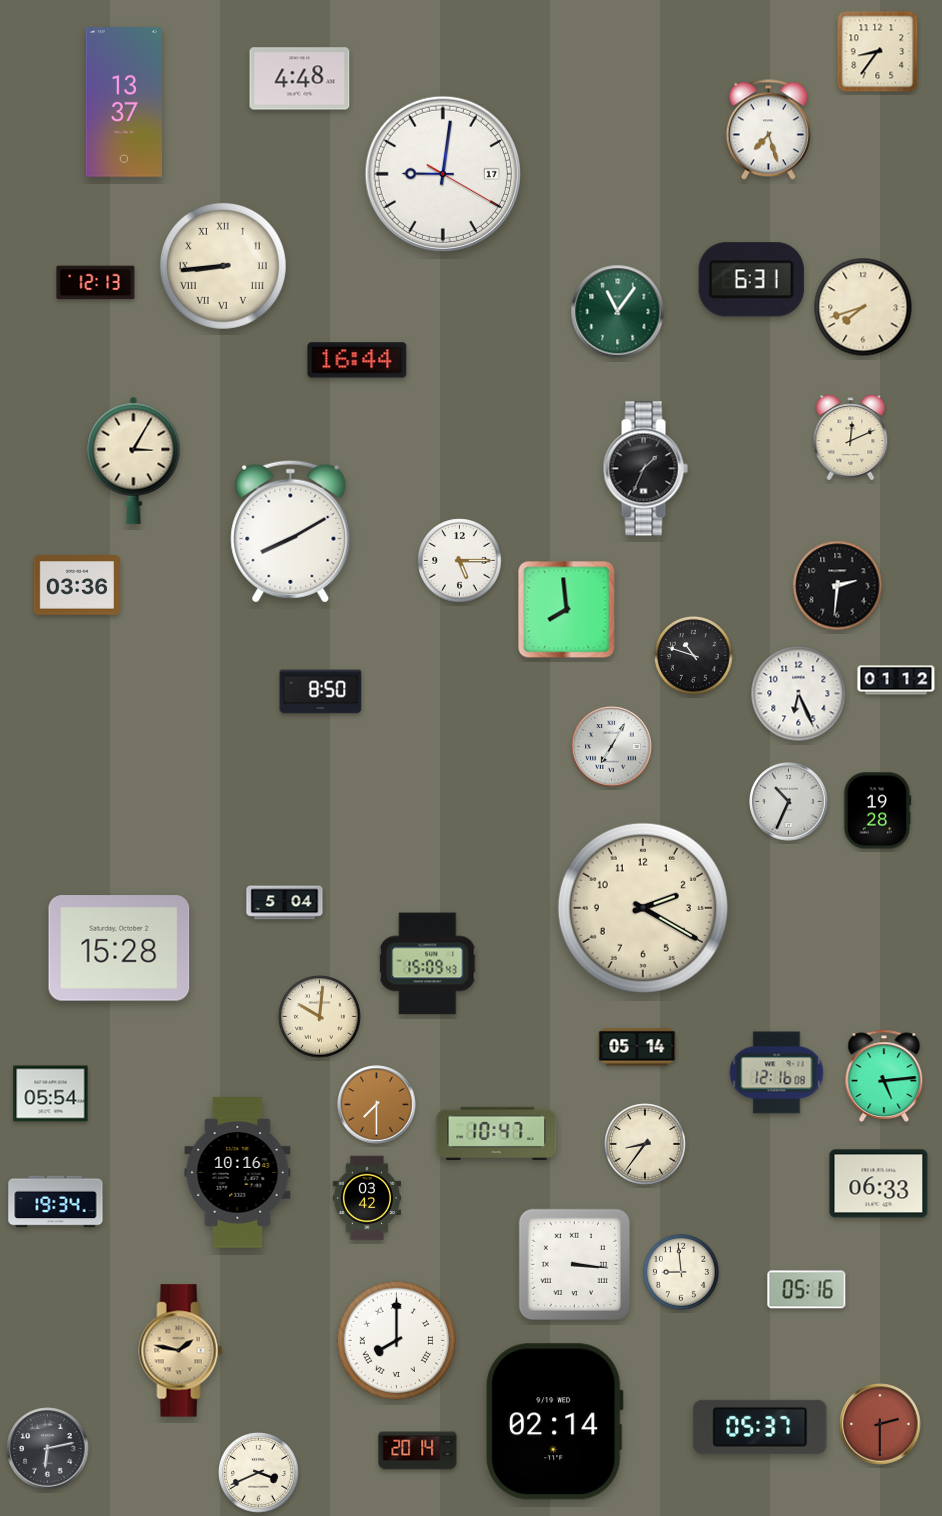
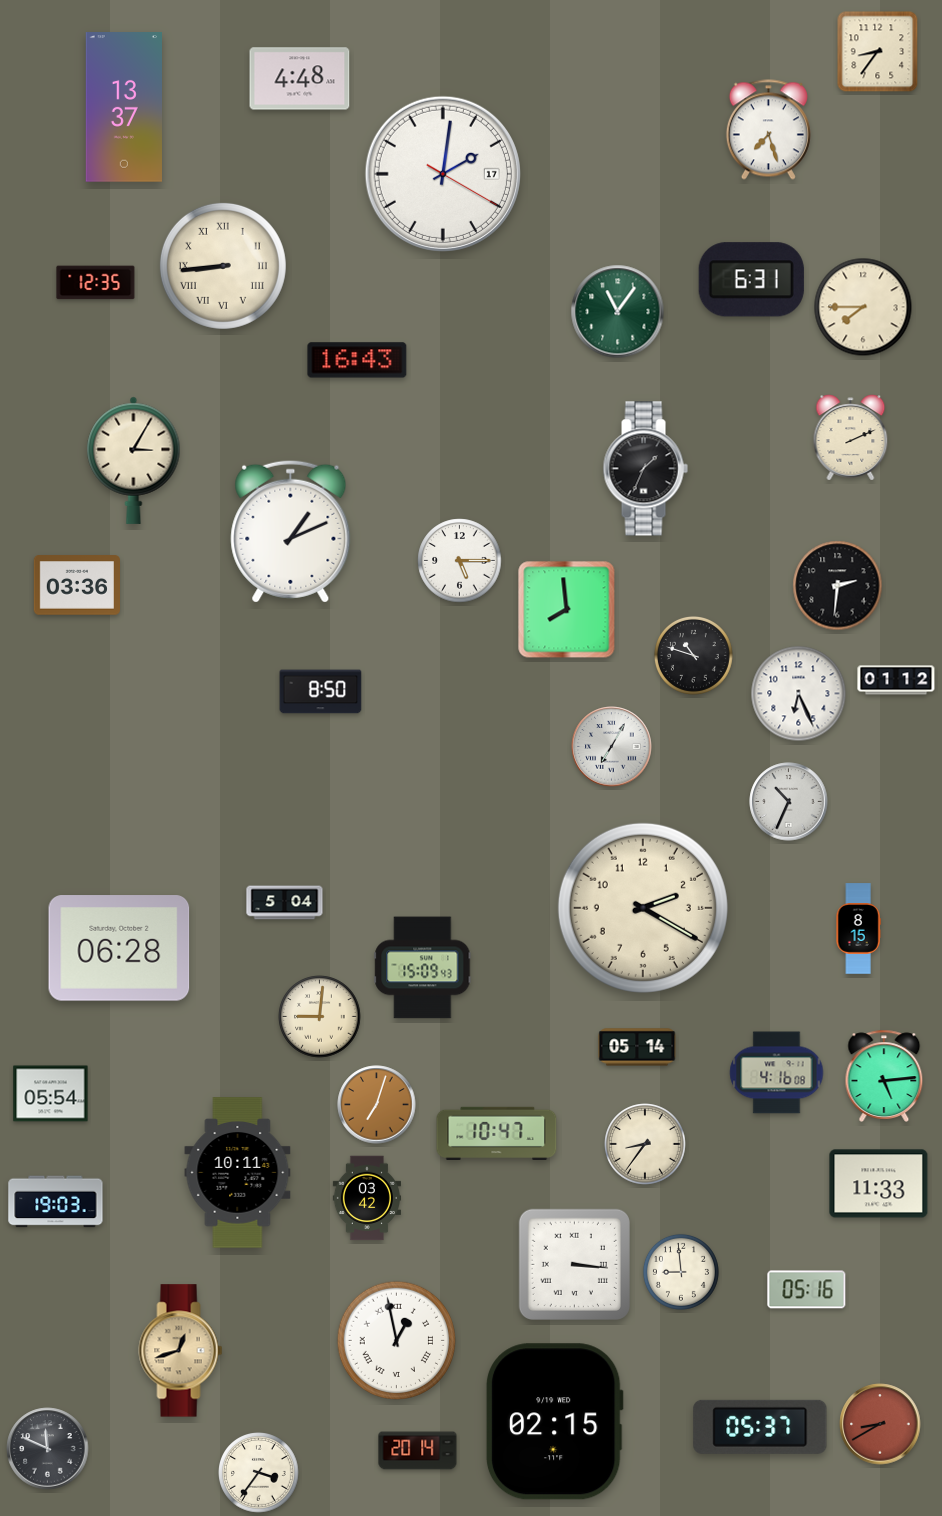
clock at (123, 102) position: (123, 102) -> (123, 107)
clock at (443, 174): 9:01 -> 2:01
clock at (96, 283): 12:13 -> 12:35
clock at (863, 307): 7:42 -> 7:45
clock at (357, 360): 16:44 -> 16:43
clock at (851, 438): 12:11 -> 2:11
clock at (291, 531): 8:10 -> 1:11
clock at (878, 811): 19:28 -> none
clock at (858, 929): none -> 8:15
clock at (119, 948): 15:28 -> 06:28
clock at (428, 964) position: (428, 964) -> (423, 968)
clock at (320, 1017): 10:01 -> 9:01
clock at (777, 1073): 12:16 -> 4:16
clock at (377, 1105): 7:30 -> 7:03
clock at (238, 1173): 10:16 -> 10:11
clock at (879, 1184): 06:33 -> 11:33
clock at (56, 1202): 19:34 -> 19:03
clock at (396, 1340): 8:00 -> 12:58
clock at (181, 1351): 1:47 -> 12:42
clock at (554, 1422): 02:14 -> 02:15
clock at (880, 1424): 2:30 -> 8:40
clock at (48, 1449): 6:13 -> 11:49
clock at (259, 1473): 3:41 -> 3:36
